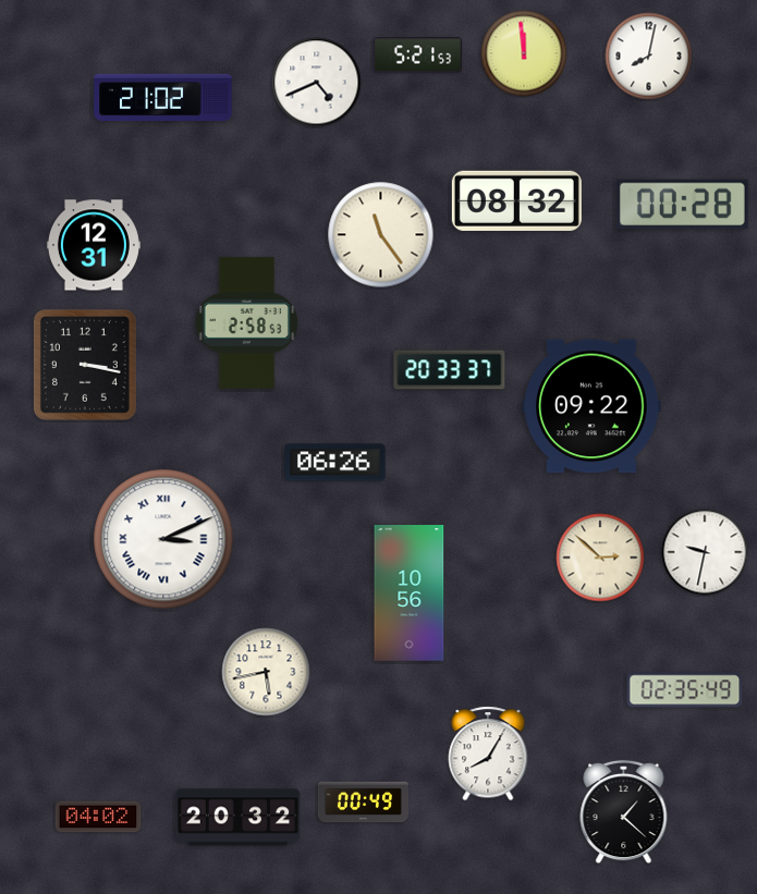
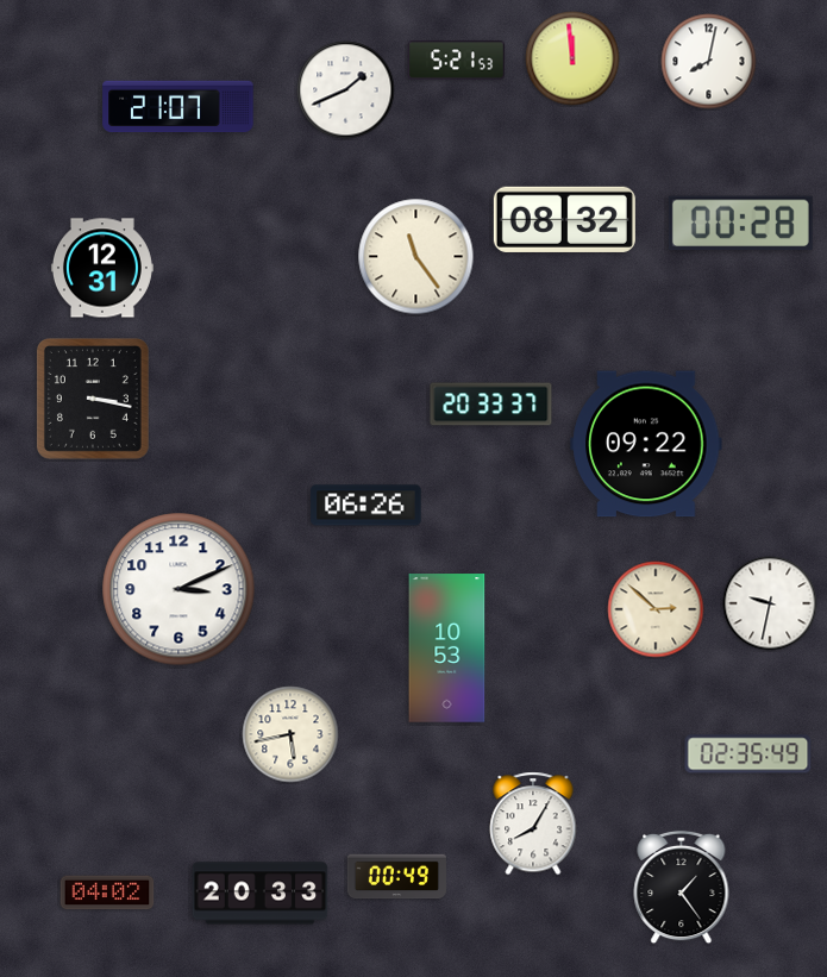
clock at (317, 83): 4:41 -> 1:41
clock at (163, 98): 21:02 -> 21:07
clock at (682, 205) position: (682, 205) -> (740, 224)
clock at (246, 322): 2:58 -> none
clock at (163, 539) numerals: Roman -> Arabic
clock at (410, 593): 10:56 -> 10:53
clock at (624, 812): 1:22 -> 1:24
clock at (239, 818): 20:32 -> 20:33
